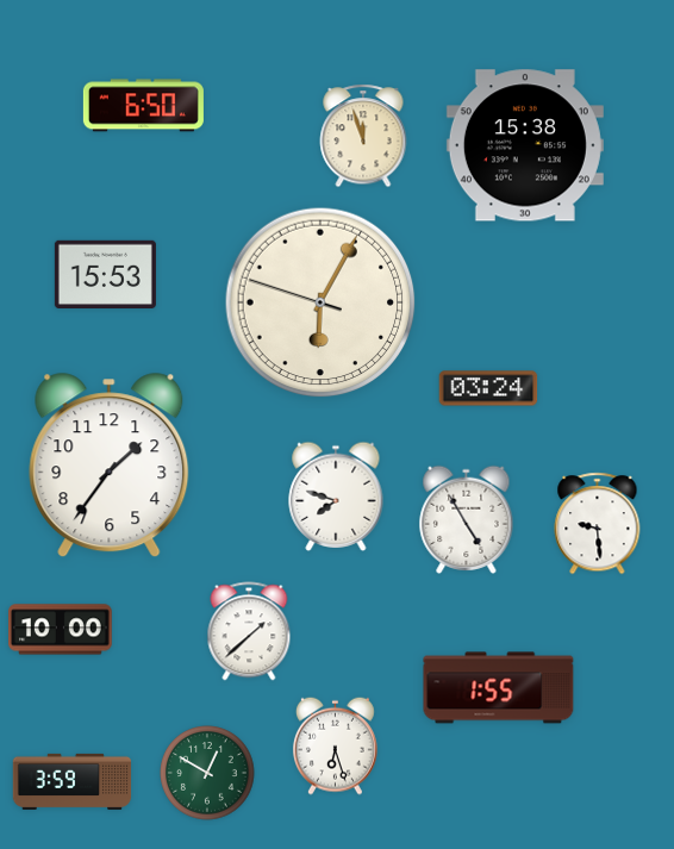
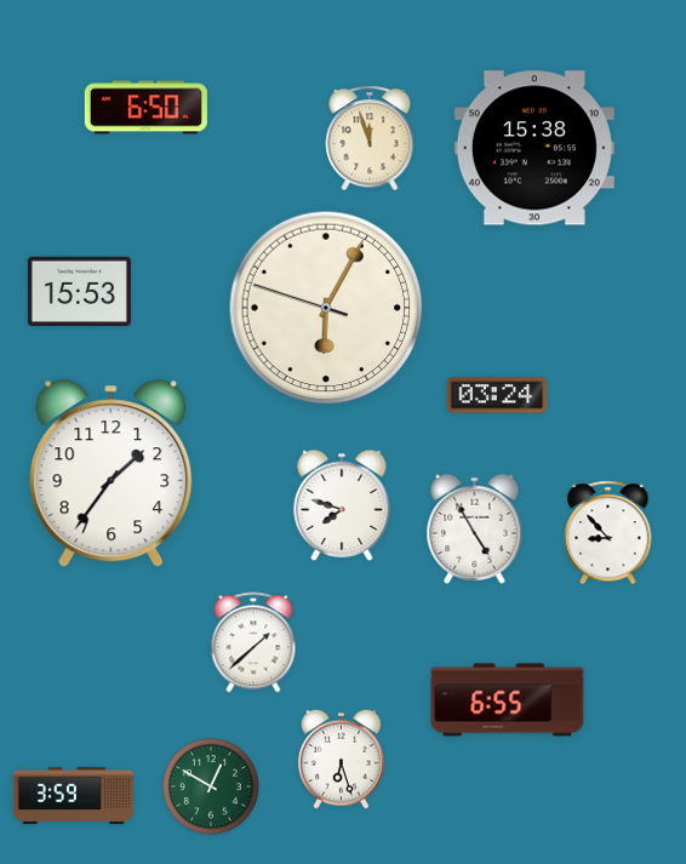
clock at (105, 274) position: (105, 274) -> (79, 291)
clock at (598, 524): 9:29 -> 8:53
clock at (61, 630): 10:00 -> none
clock at (499, 688): 1:55 -> 6:55
